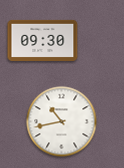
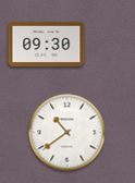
clock at (62, 122): 10:43 -> 10:39
